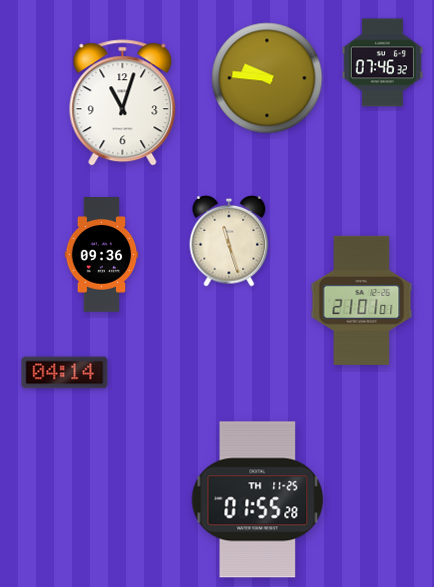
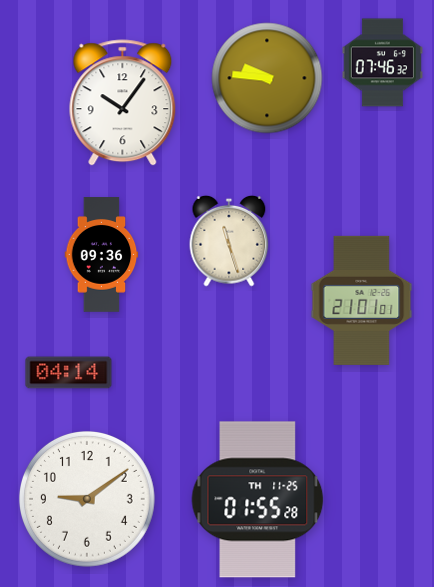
clock at (123, 103): 11:03 -> 10:06
clock at (65, 373) position: (65, 373) -> (69, 373)
clock at (87, 499): none -> 9:09
